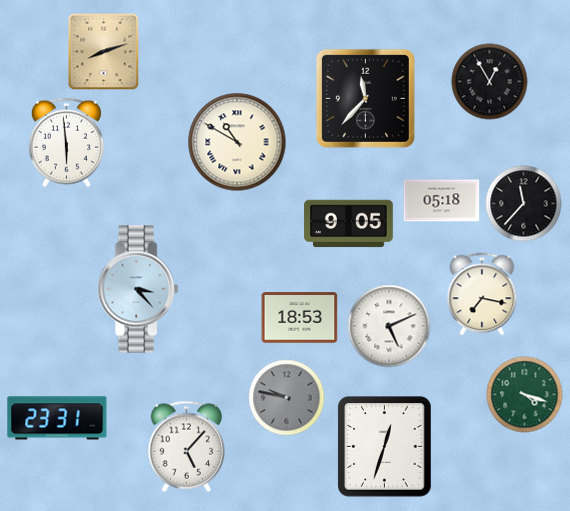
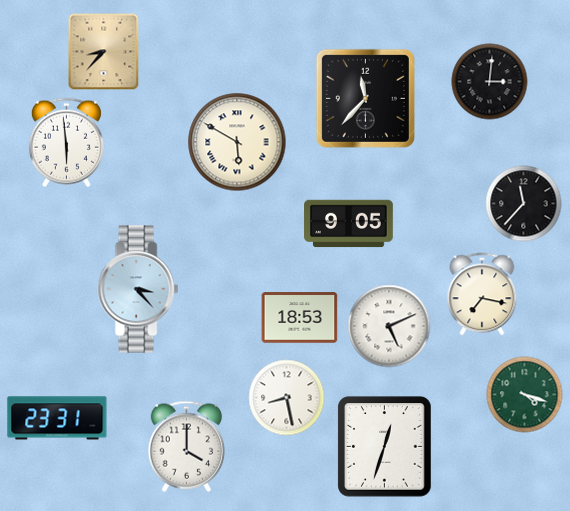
clock at (104, 52): 8:12 -> 8:37
clock at (490, 82): 12:55 -> 3:01
clock at (237, 142): 10:50 -> 5:50
clock at (442, 201): 05:18 -> none
clock at (287, 398): 9:47 -> 8:28
clock at (287, 398) dial: grey -> white
clock at (187, 446): 5:07 -> 4:00
